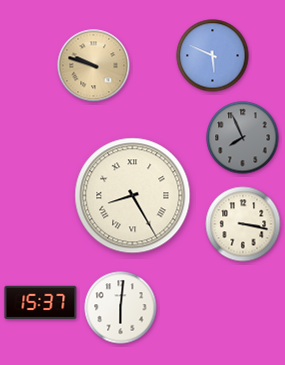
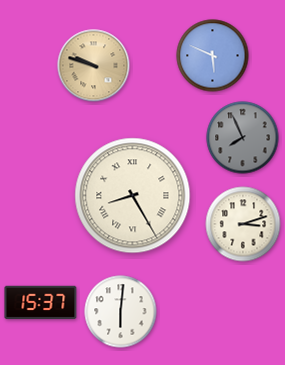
clock at (243, 224): 3:17 -> 3:12
clock at (121, 308) position: (121, 308) -> (121, 312)
